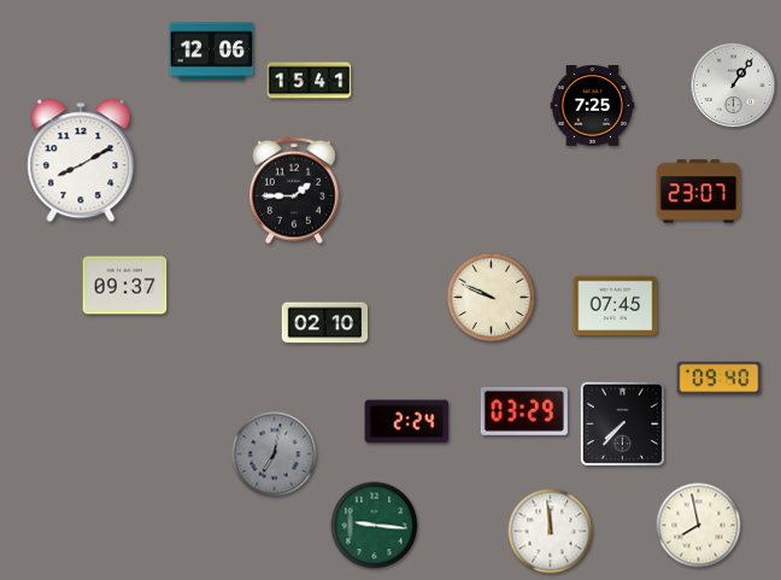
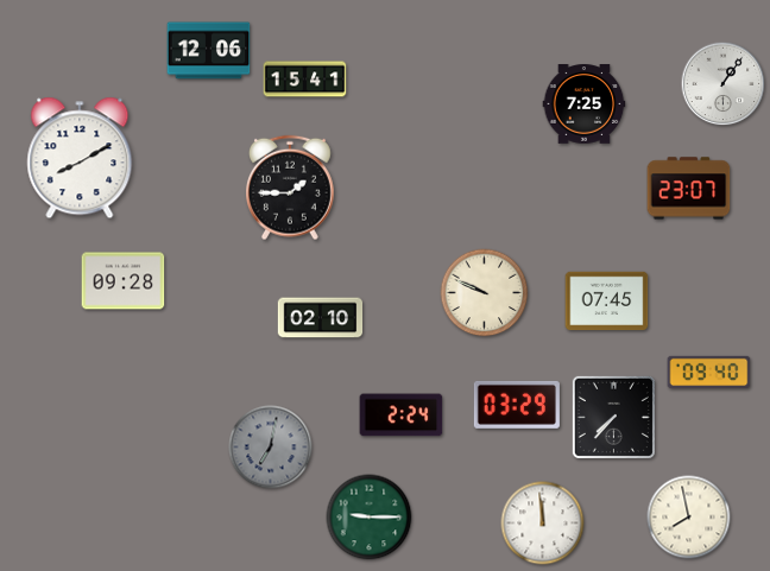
clock at (125, 286): 09:37 -> 09:28
clock at (375, 526): 9:16 -> 9:15
